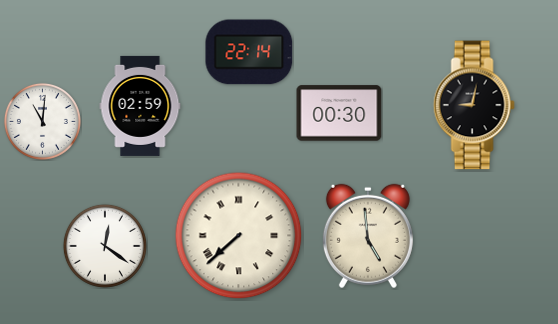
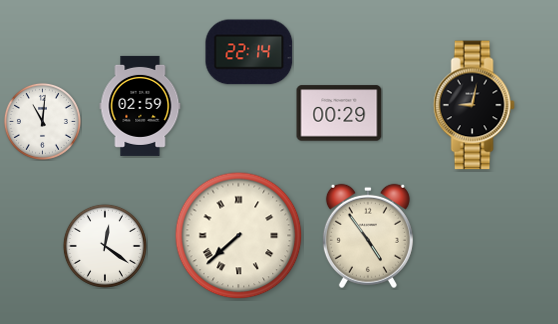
clock at (339, 113): 00:30 -> 00:29
clock at (368, 236): 4:59 -> 4:54
